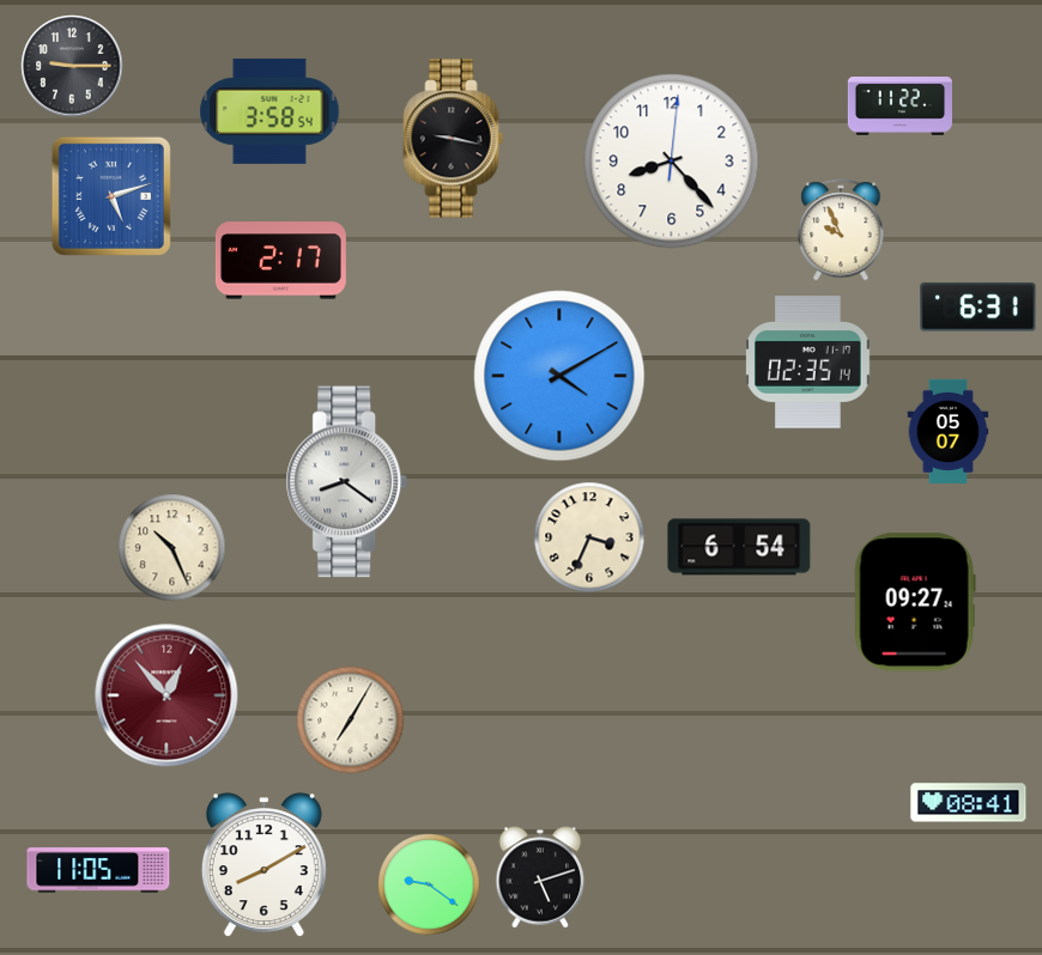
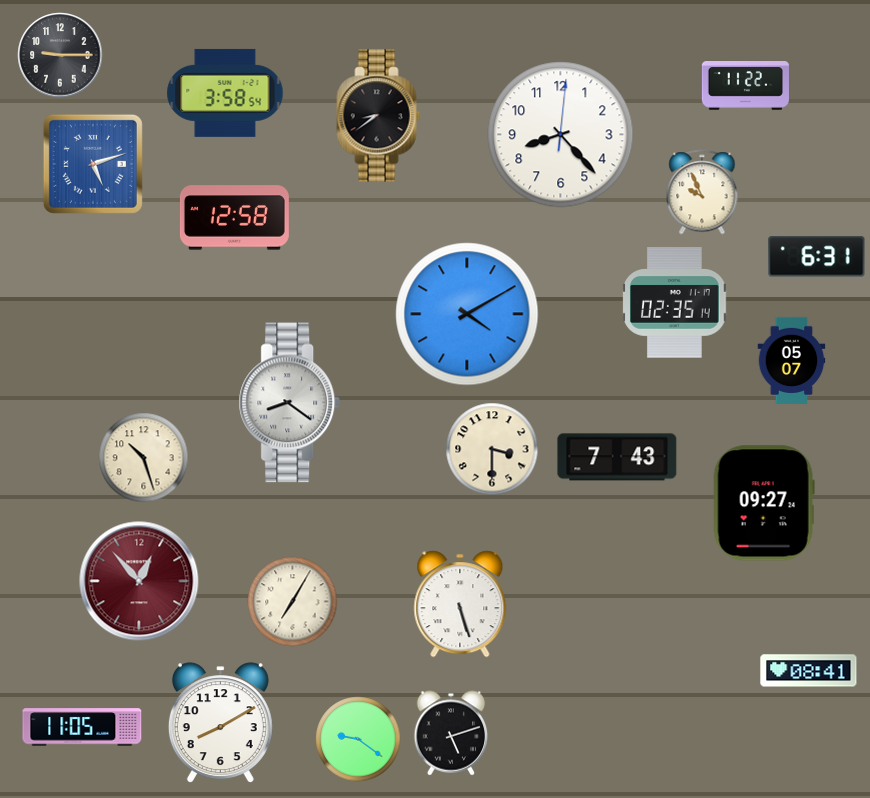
clock at (899, 107) position: (899, 107) -> (745, 86)
clock at (454, 139): 9:17 -> 8:39
clock at (280, 261): 2:17 -> 12:58
clock at (589, 537): 3:34 -> 3:30
clock at (739, 547): 6:54 -> 7:43
clock at (172, 548): 10:26 -> 10:27
clock at (460, 604): none -> 5:27
